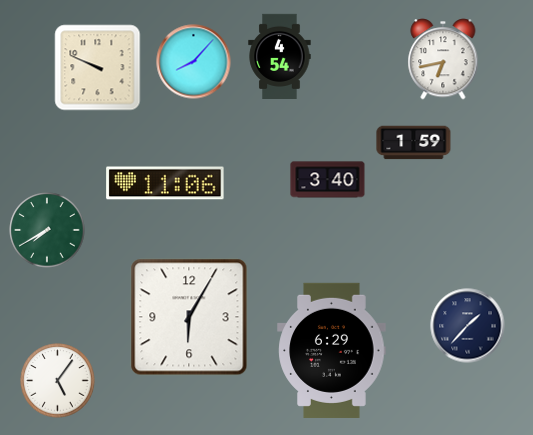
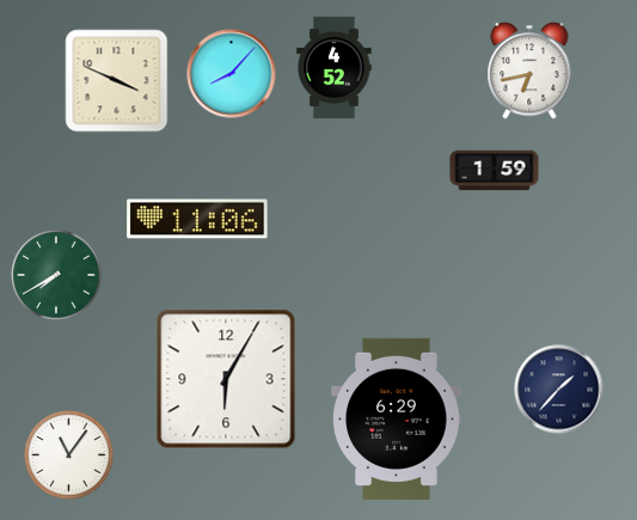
clock at (280, 56): 4:54 -> 4:52
clock at (98, 68): 9:49 -> 3:49
clock at (328, 180): 3:40 -> none
clock at (58, 381): 5:06 -> 11:06
